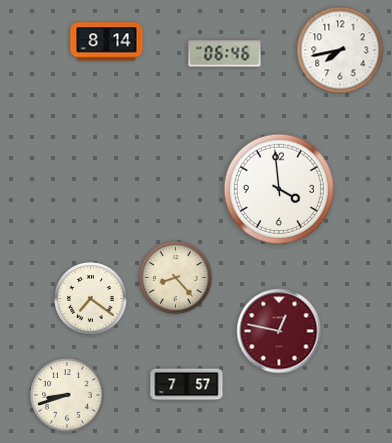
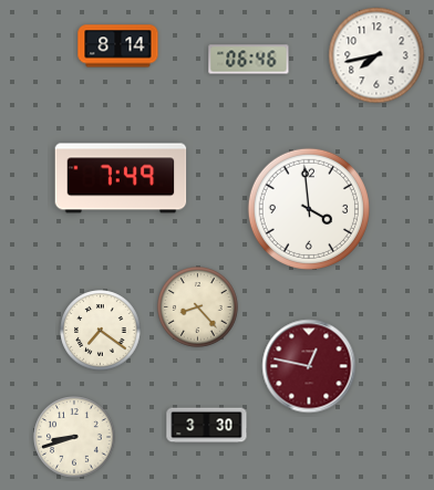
clock at (121, 178): none -> 7:49
clock at (176, 278) position: (176, 278) -> (198, 307)
clock at (187, 385): 7:57 -> 3:30
